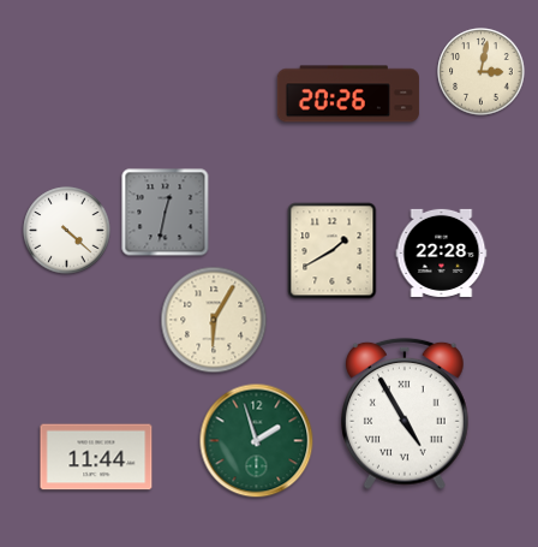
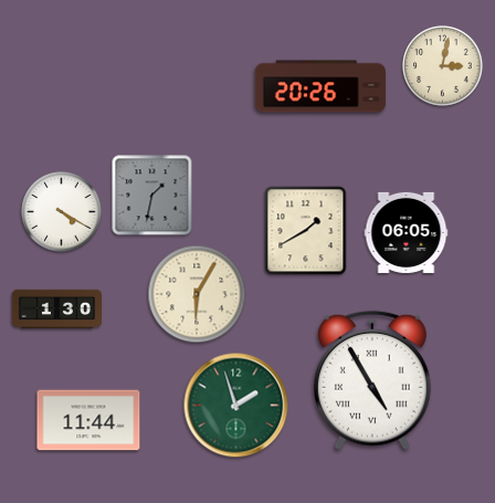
clock at (166, 213): 12:32 -> 1:32
clock at (67, 231): 4:22 -> 4:20
clock at (442, 252): 22:28 -> 06:05
clock at (56, 310): none -> 1:30
